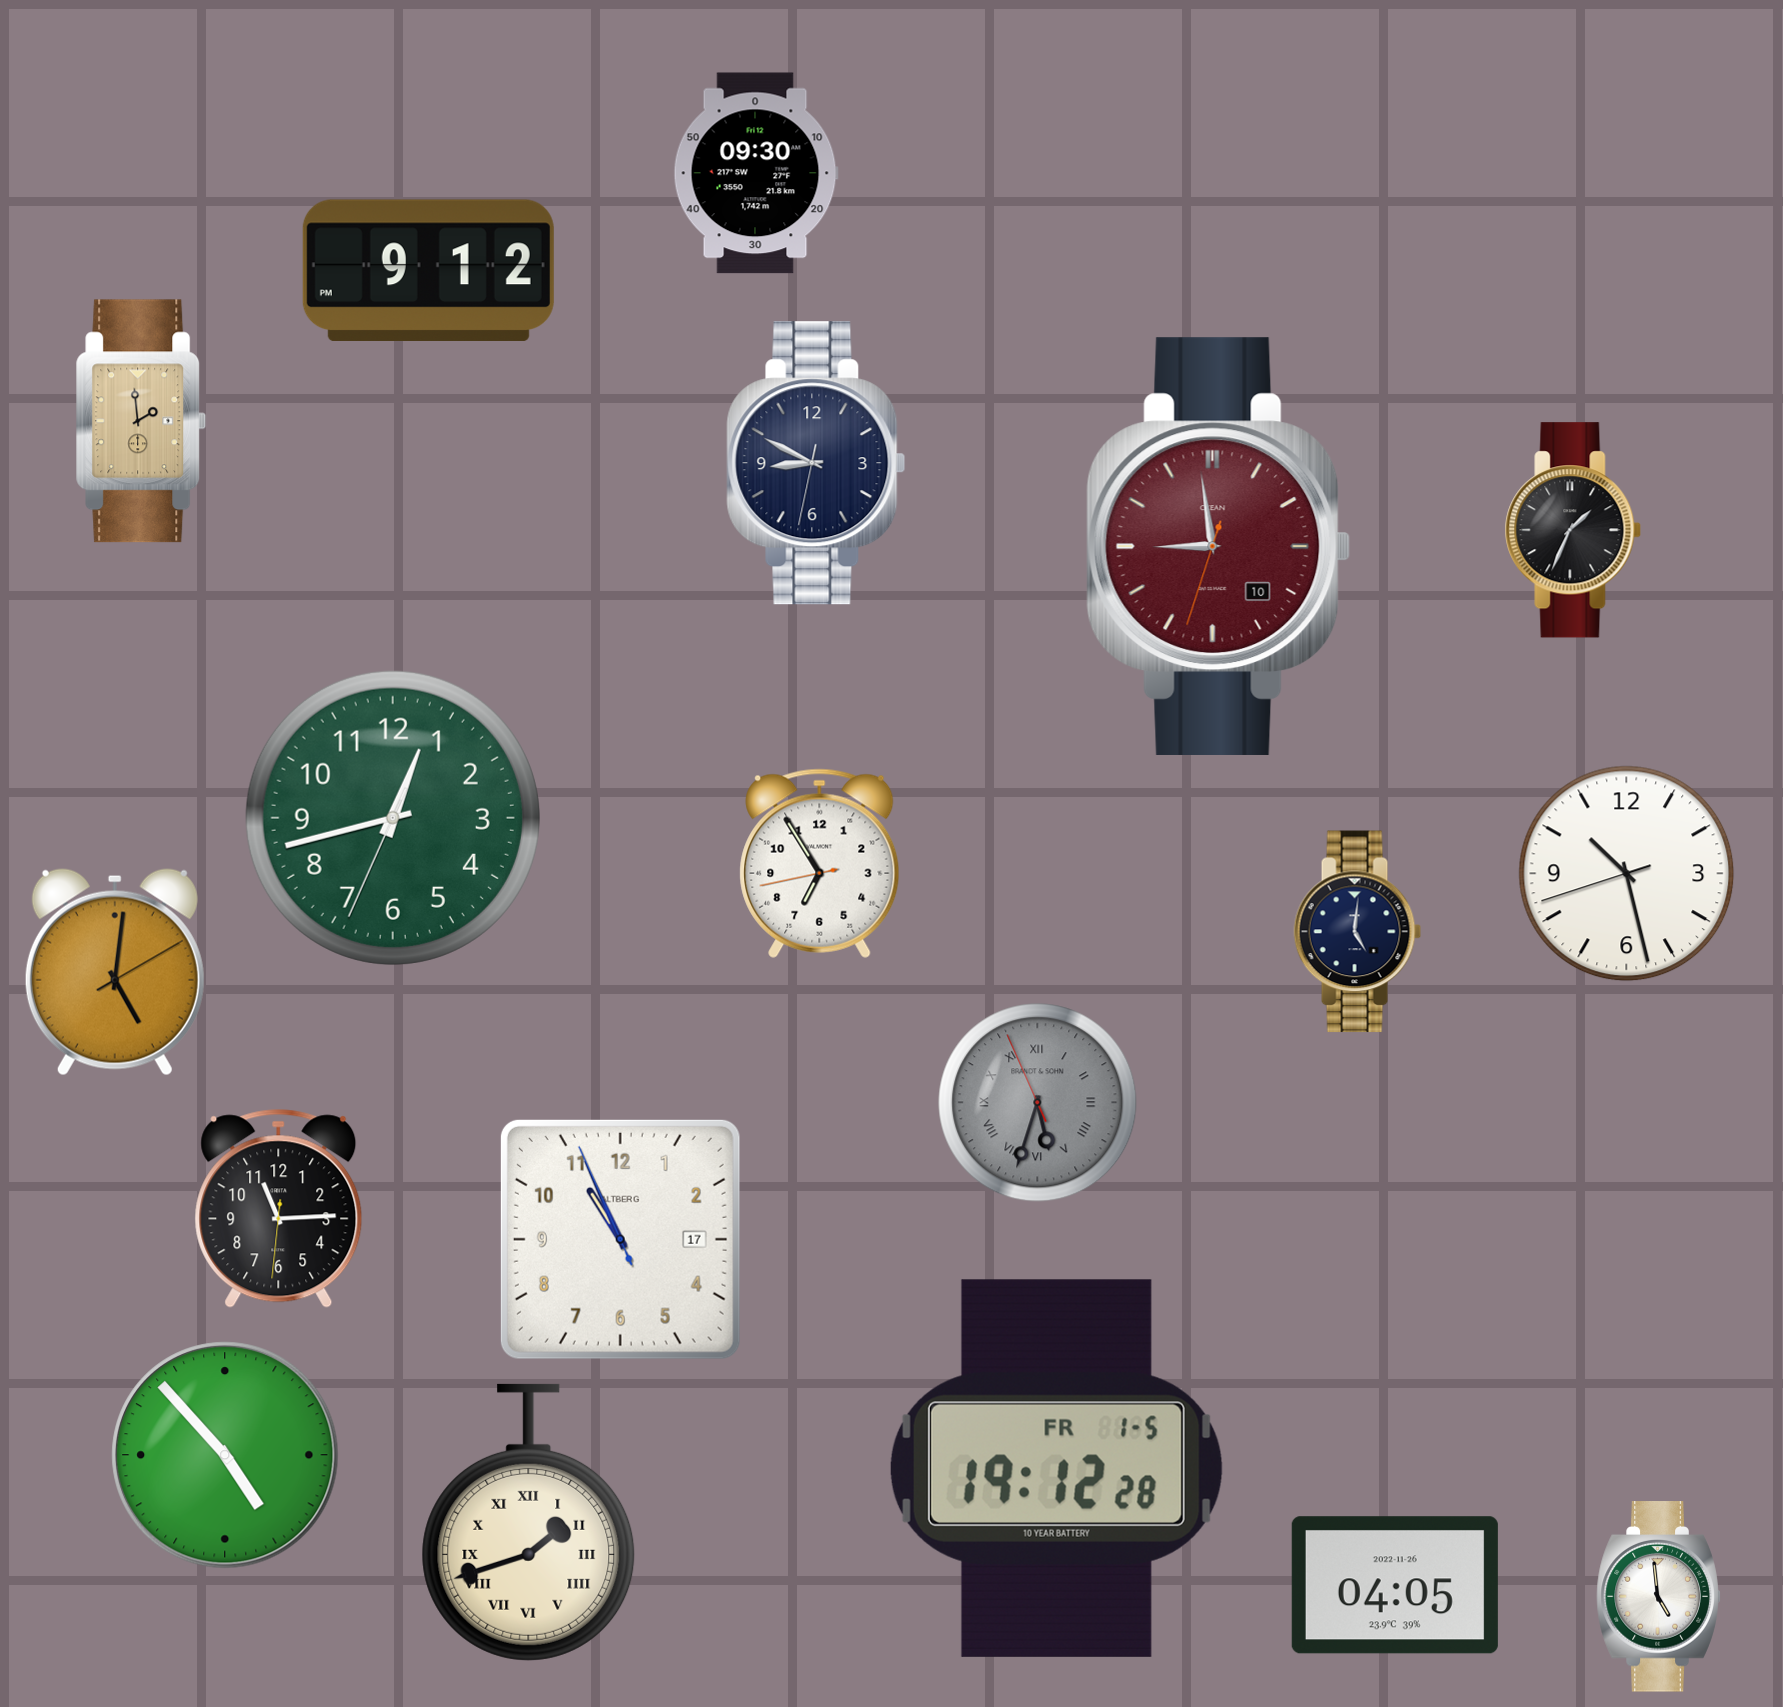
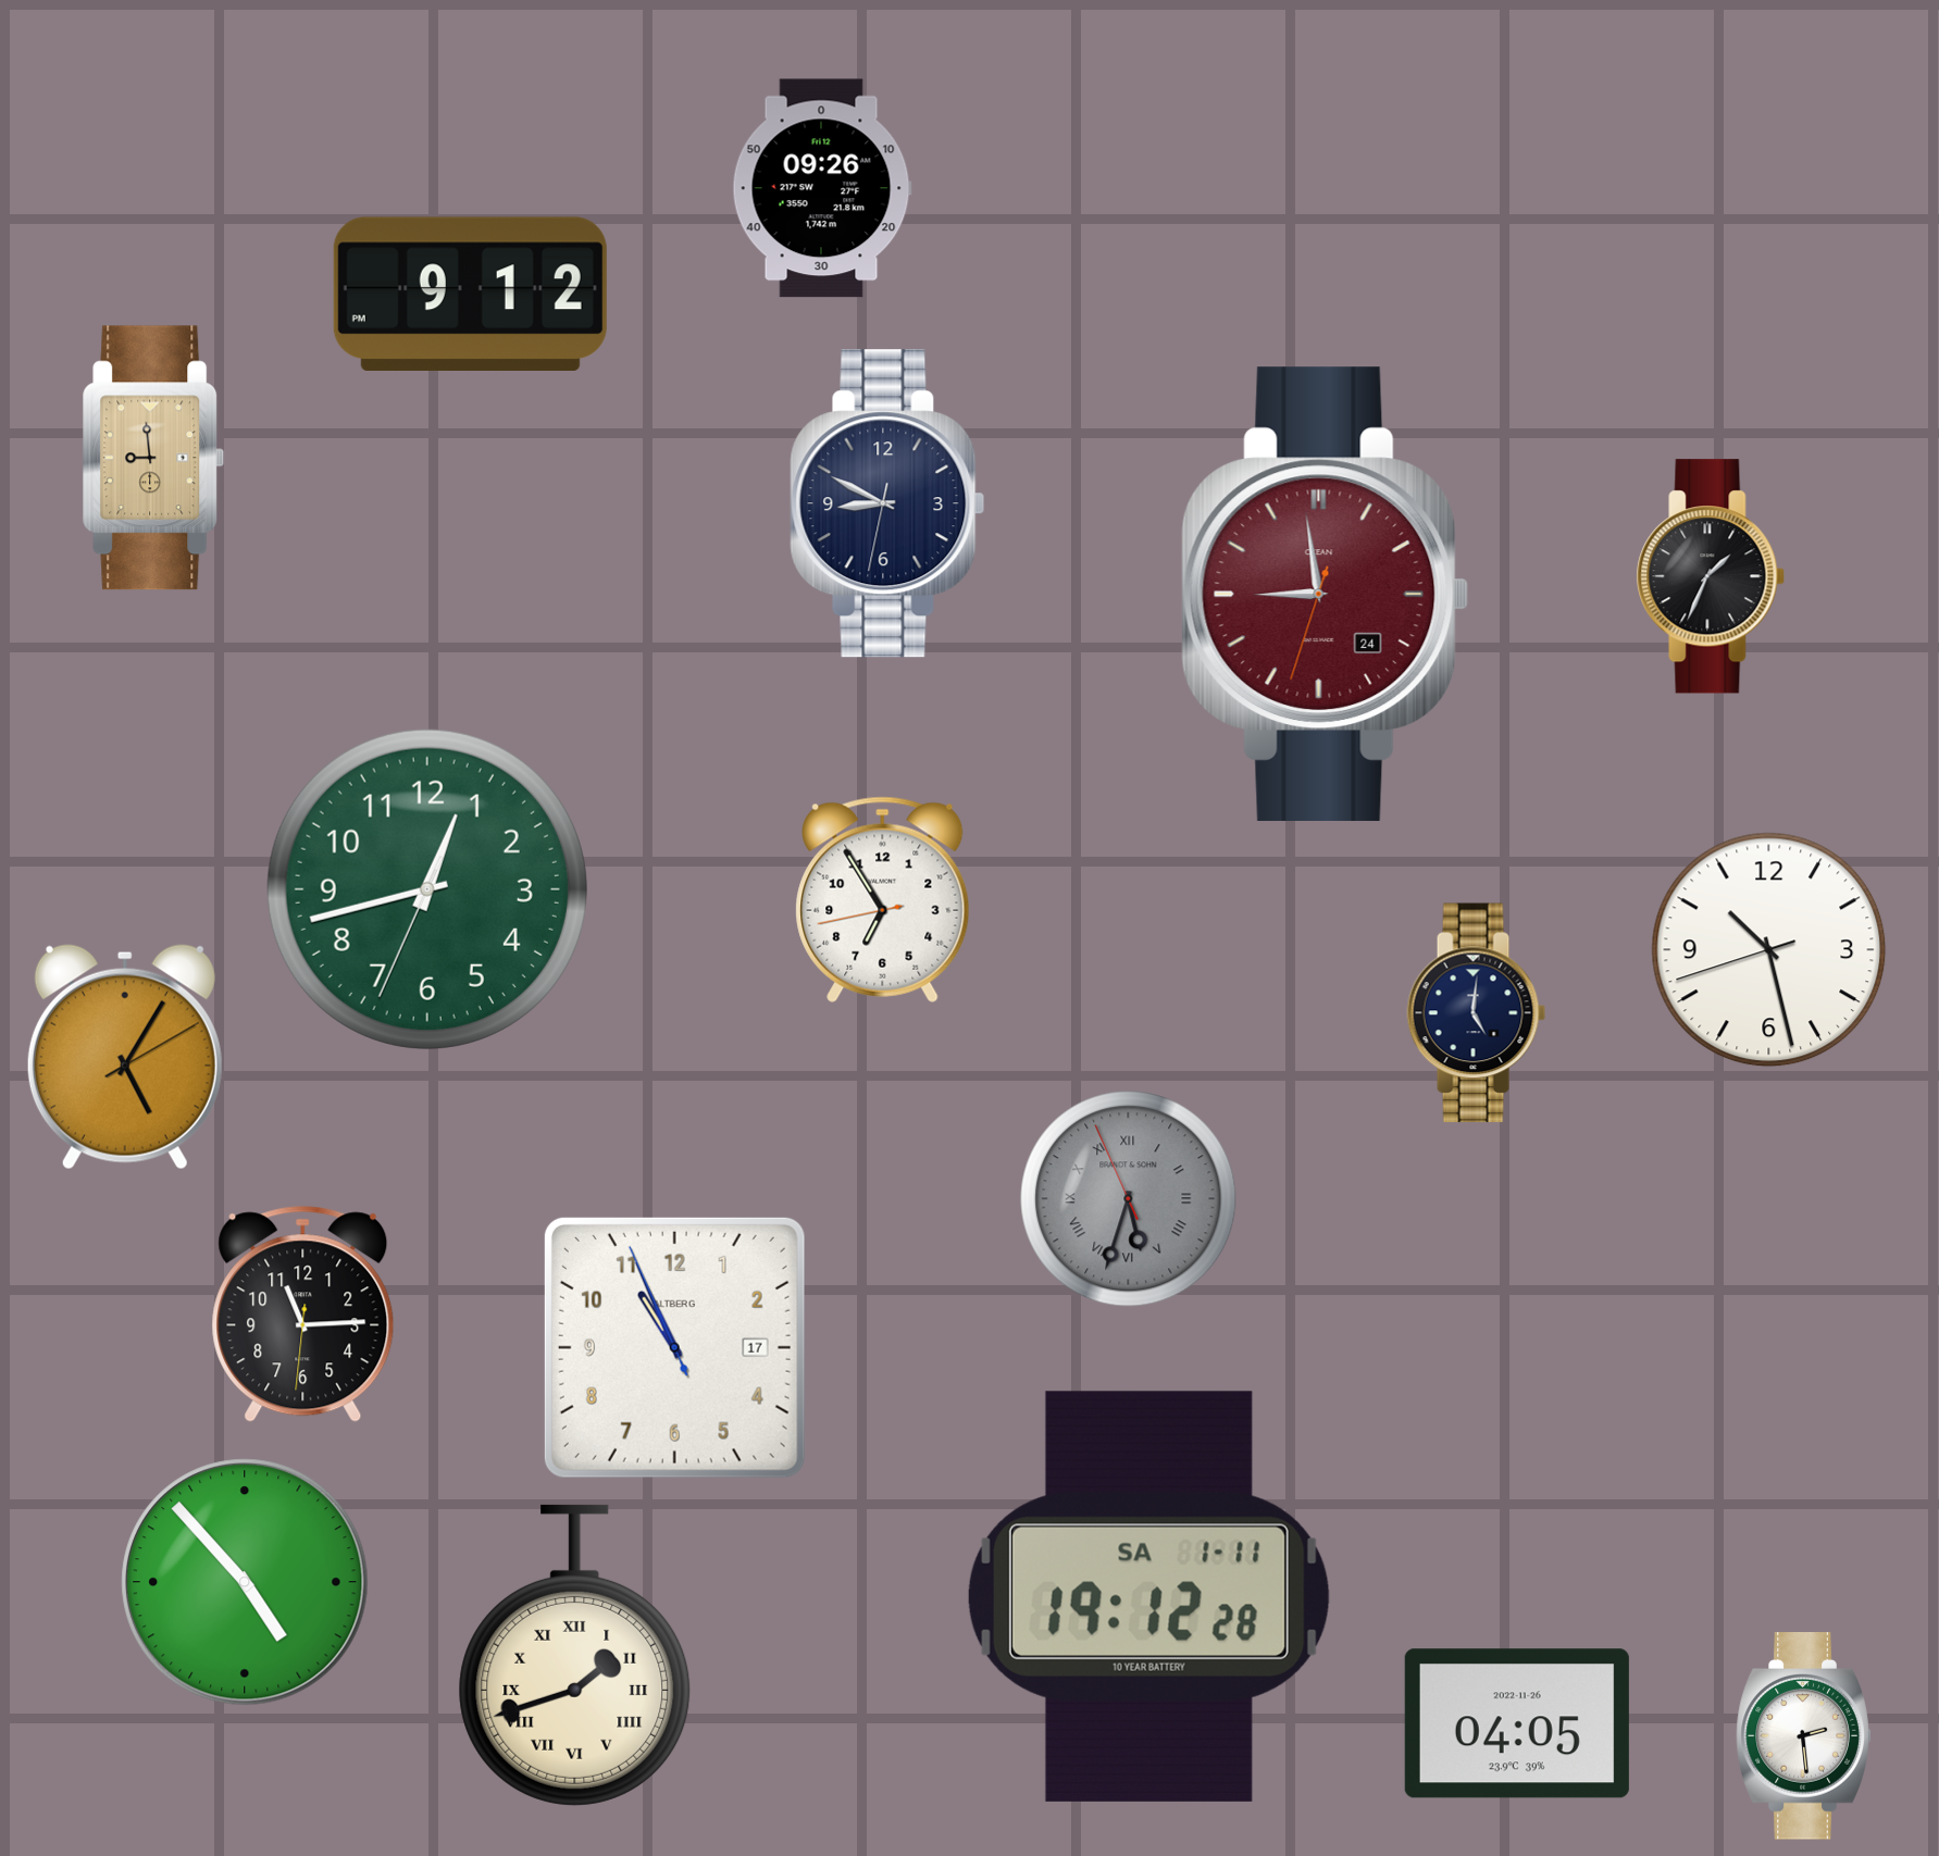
clock at (756, 173): 09:30 -> 09:26
clock at (428, 270) position: (428, 270) -> (470, 294)
clock at (141, 421): 1:59 -> 8:59
clock at (1219, 546) date: 10 -> 24
clock at (820, 863) position: (820, 863) -> (883, 899)
clock at (115, 972): 5:01 -> 5:05
clock at (1056, 1468) date: FR 1-5 -> SA 1-11
clock at (1659, 1597): 4:59 -> 2:29
